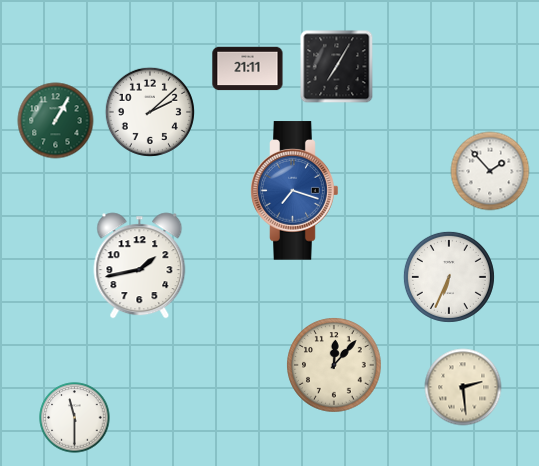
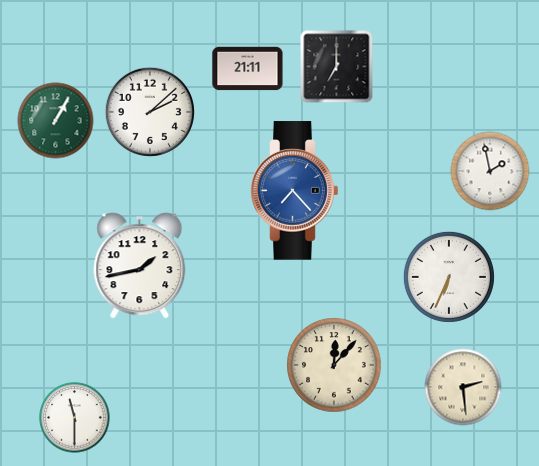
clock at (337, 67): 7:05 -> 7:00
clock at (490, 171): 1:53 -> 1:58
clock at (295, 191): 7:18 -> 7:23
